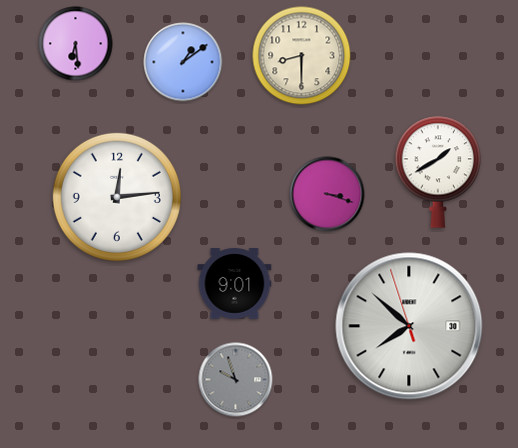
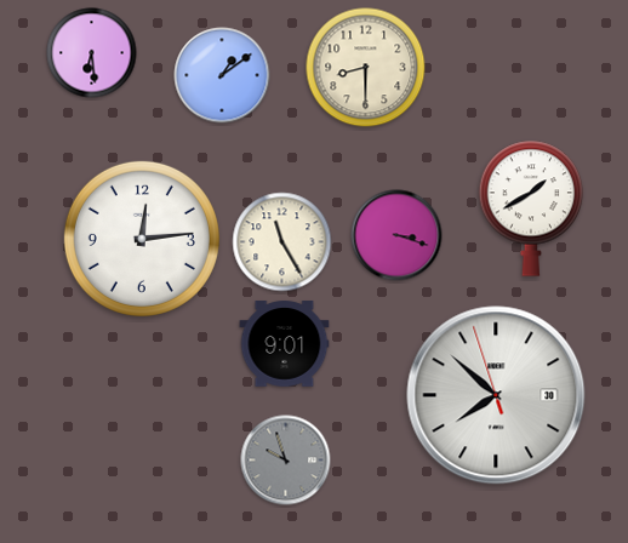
clock at (282, 242): none -> 11:25
